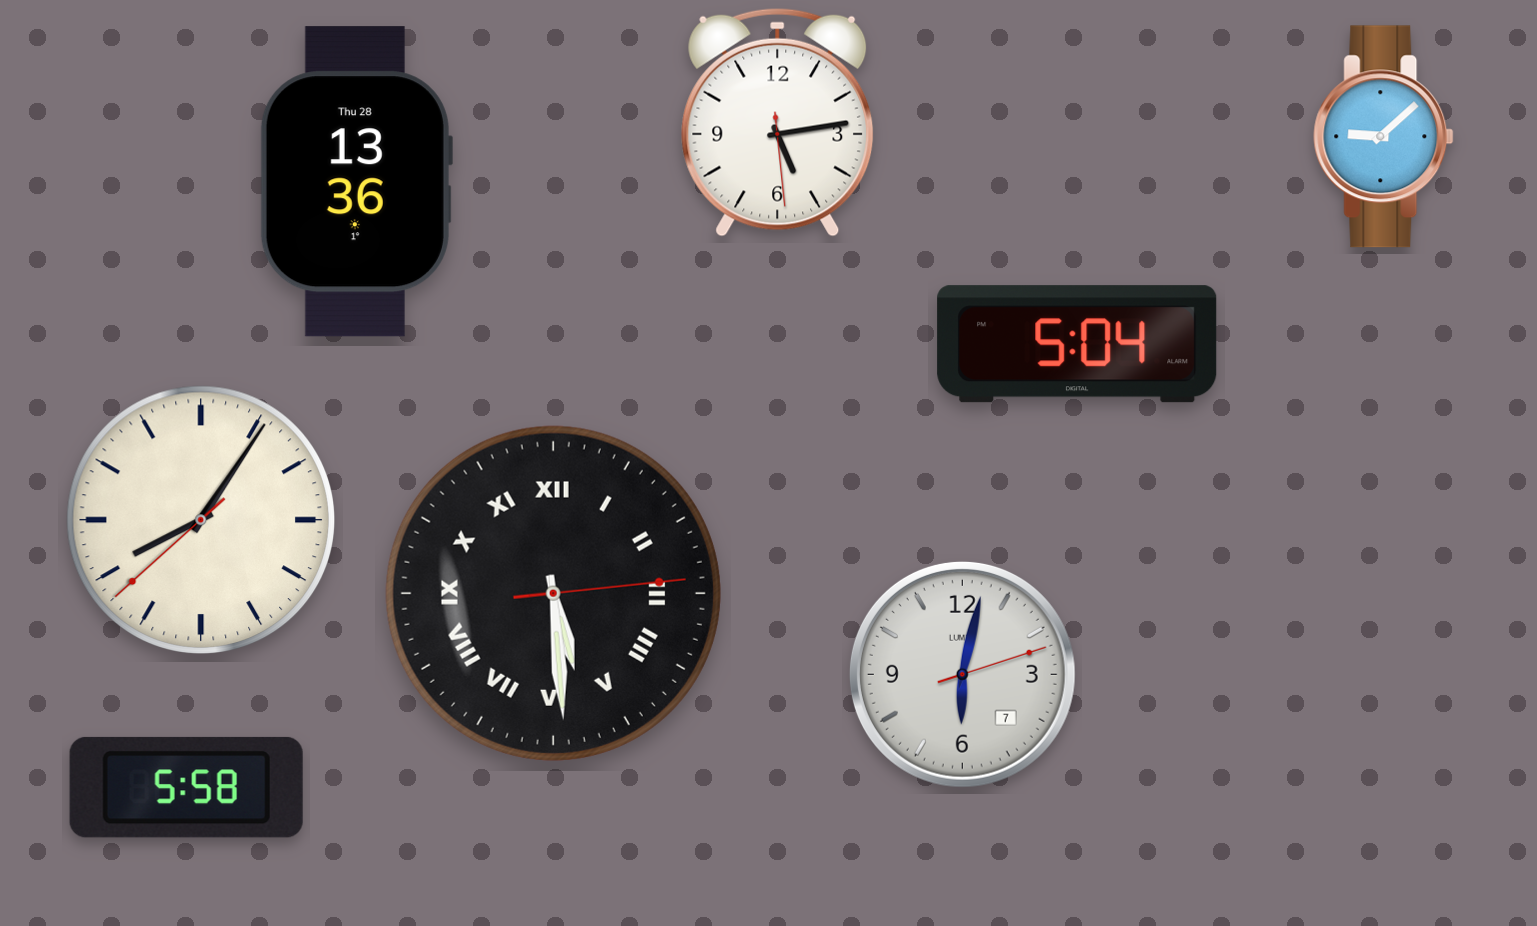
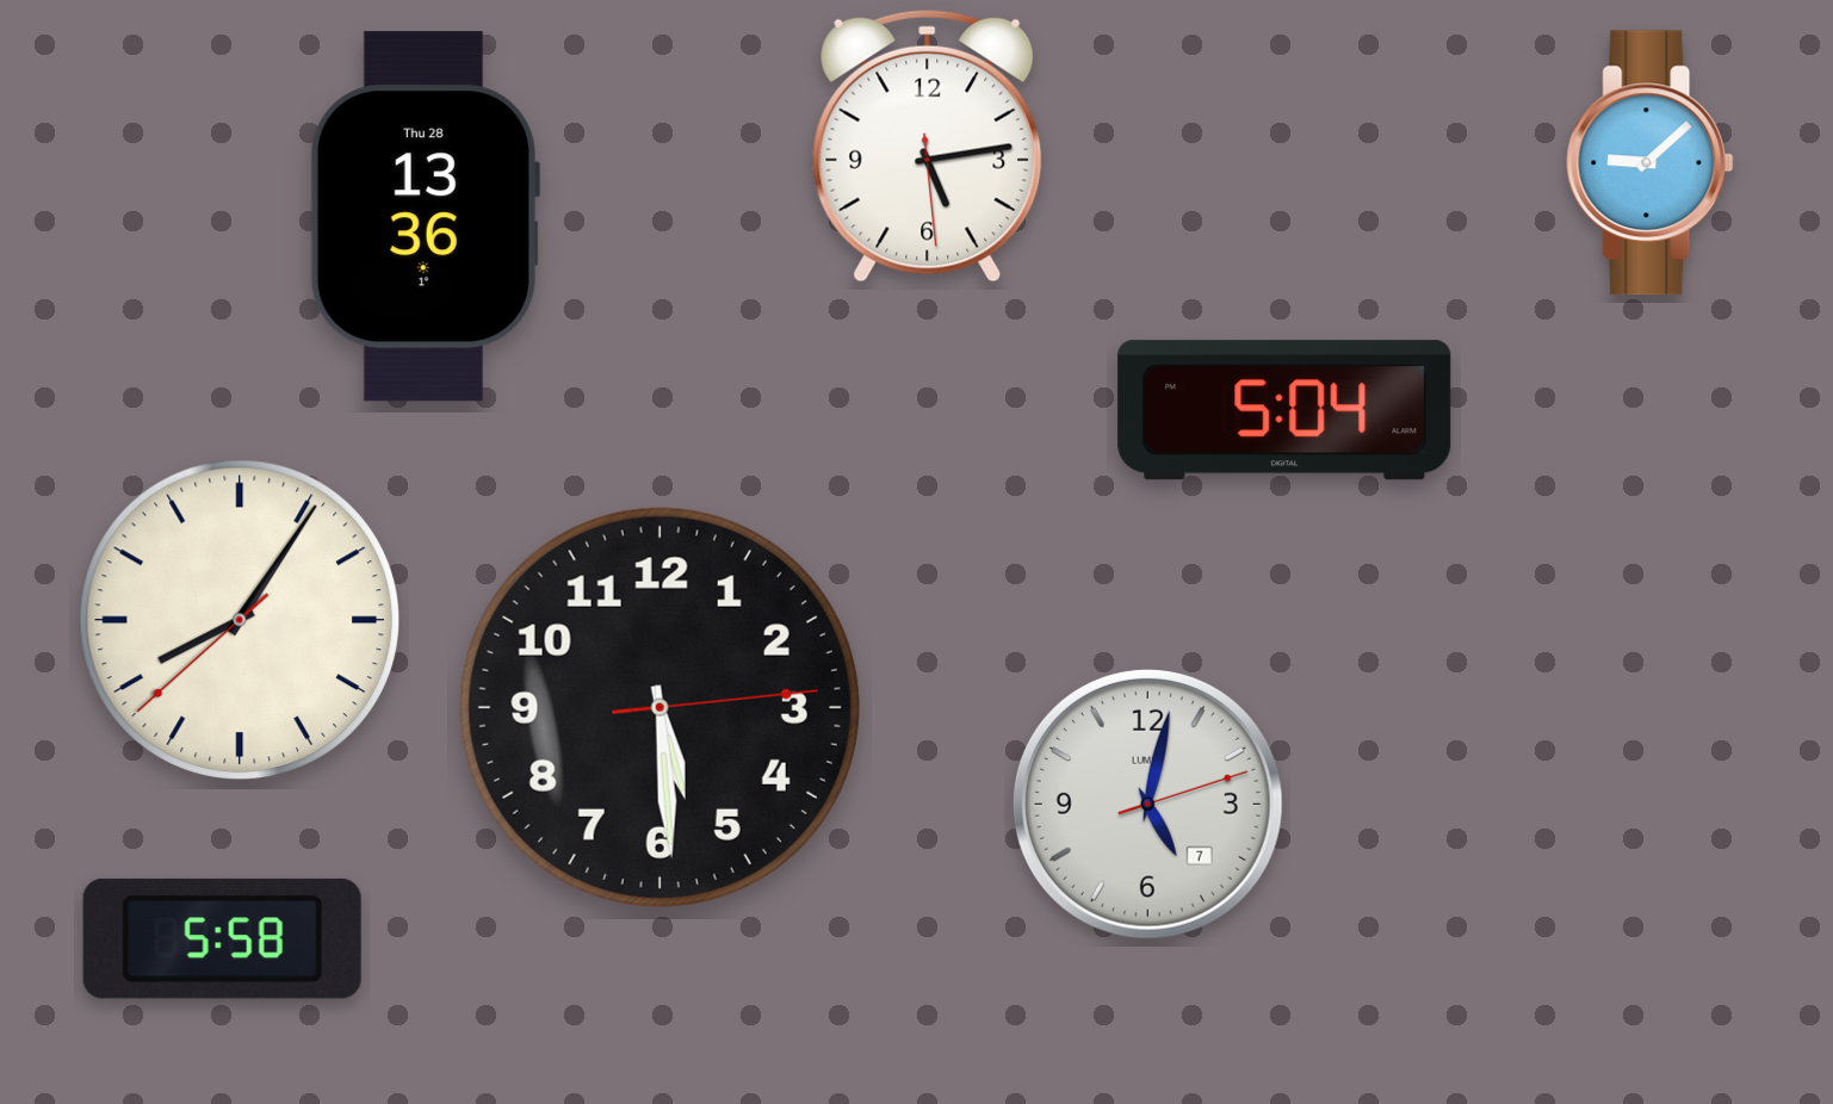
clock at (553, 593) numerals: Roman -> Arabic
clock at (962, 674): 6:02 -> 5:02
